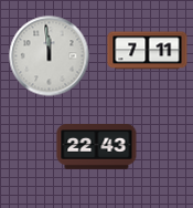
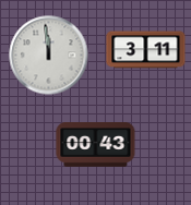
clock at (148, 51): 7:11 -> 3:11
clock at (97, 147): 22:43 -> 00:43
